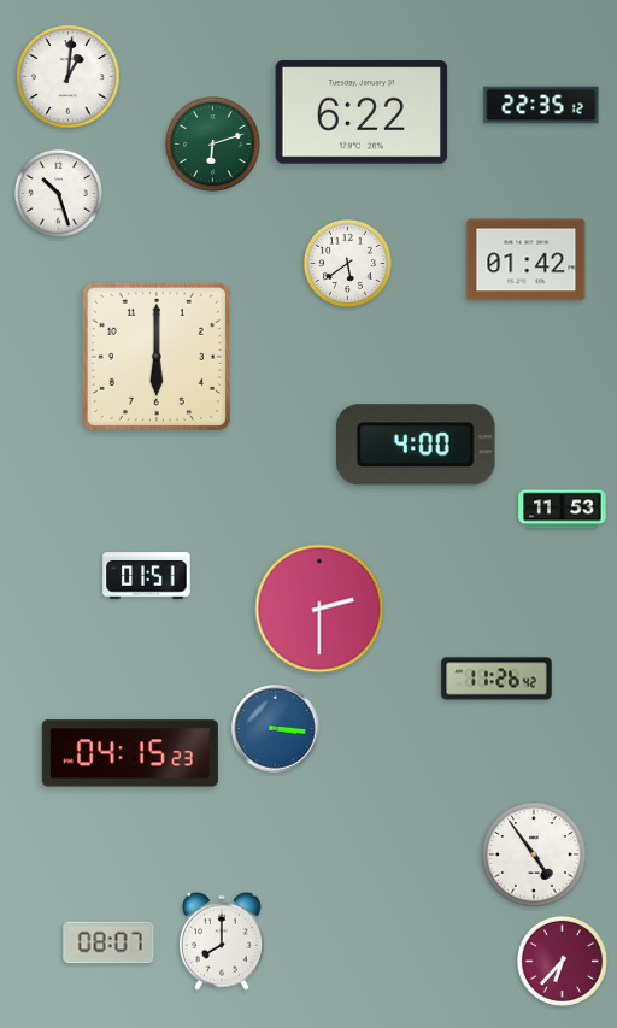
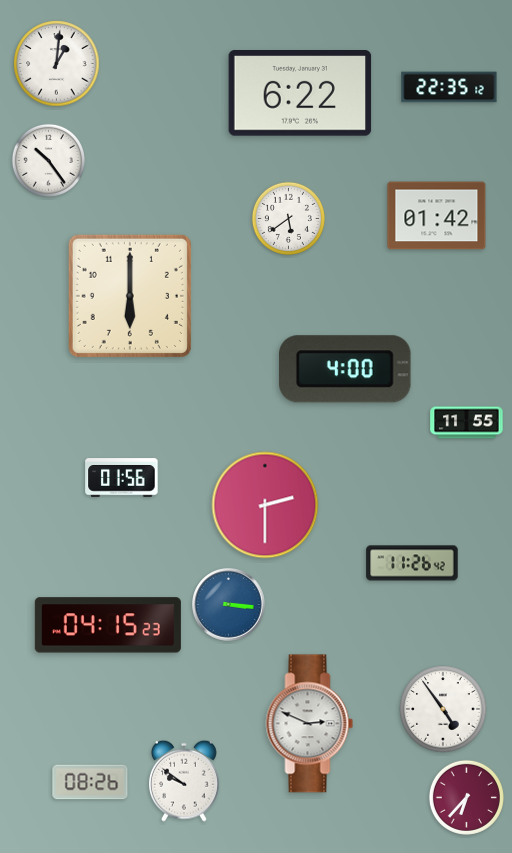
clock at (212, 143): 6:12 -> none
clock at (58, 193): 10:27 -> 10:24
clock at (563, 510): 11:53 -> 11:55
clock at (147, 576): 01:51 -> 01:56
clock at (310, 724): none -> 2:49
clock at (223, 941): 8:00 -> 9:51
clock at (108, 942): 08:07 -> 08:26
